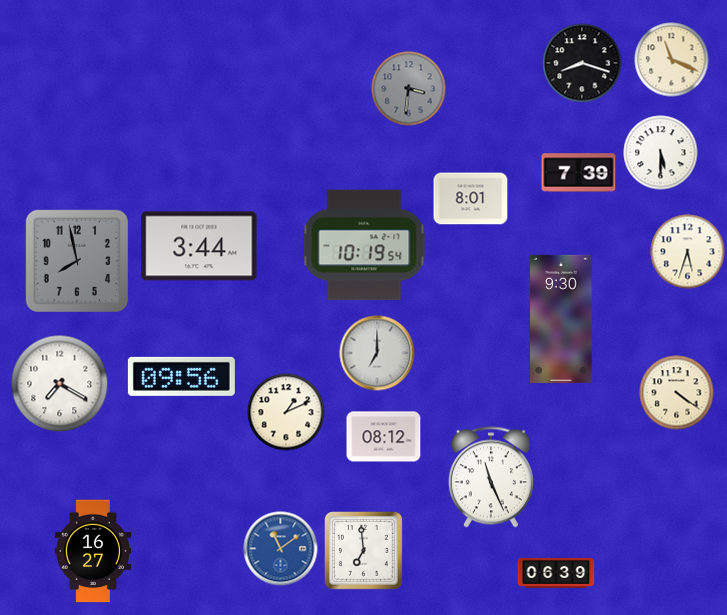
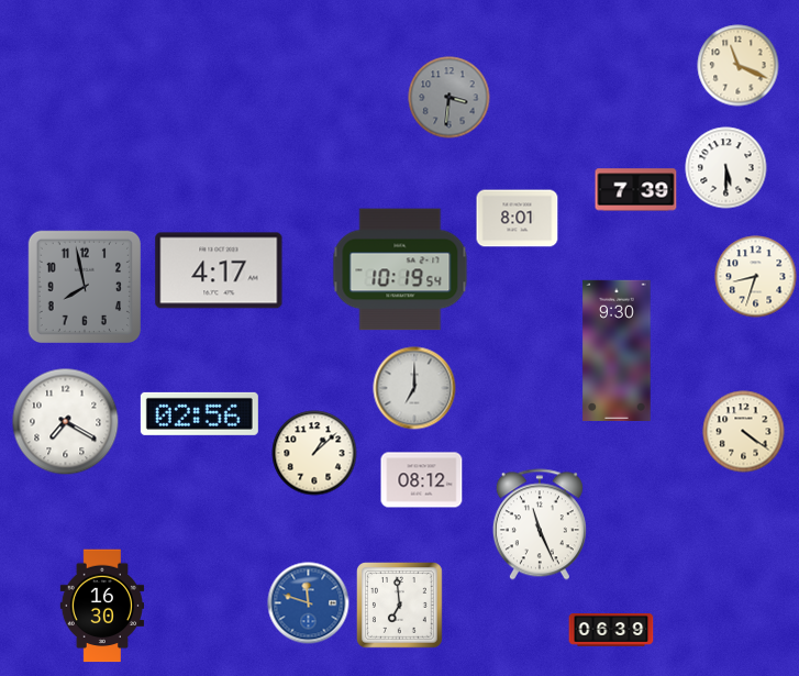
clock at (582, 63): 8:18 -> none
clock at (199, 246): 3:44 -> 4:17
clock at (688, 252): 5:33 -> 8:33
clock at (181, 376): 09:56 -> 02:56
clock at (286, 412): 1:11 -> 1:08
clock at (281, 549): 11:09 -> 11:48
clock at (93, 551): 16:27 -> 16:30
